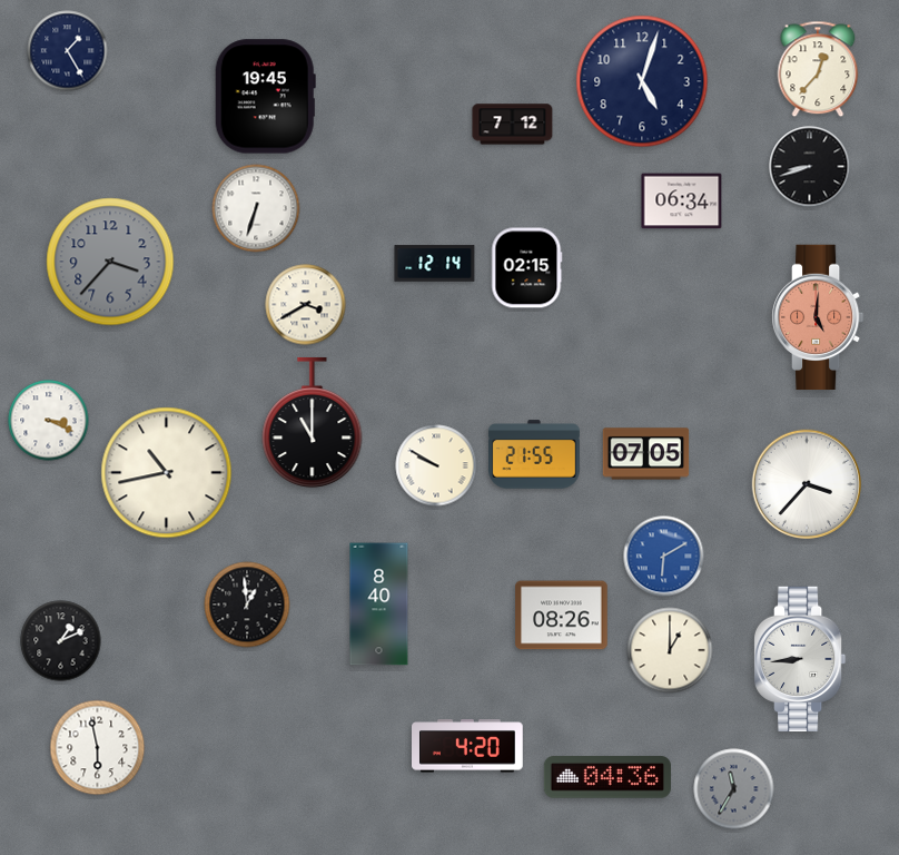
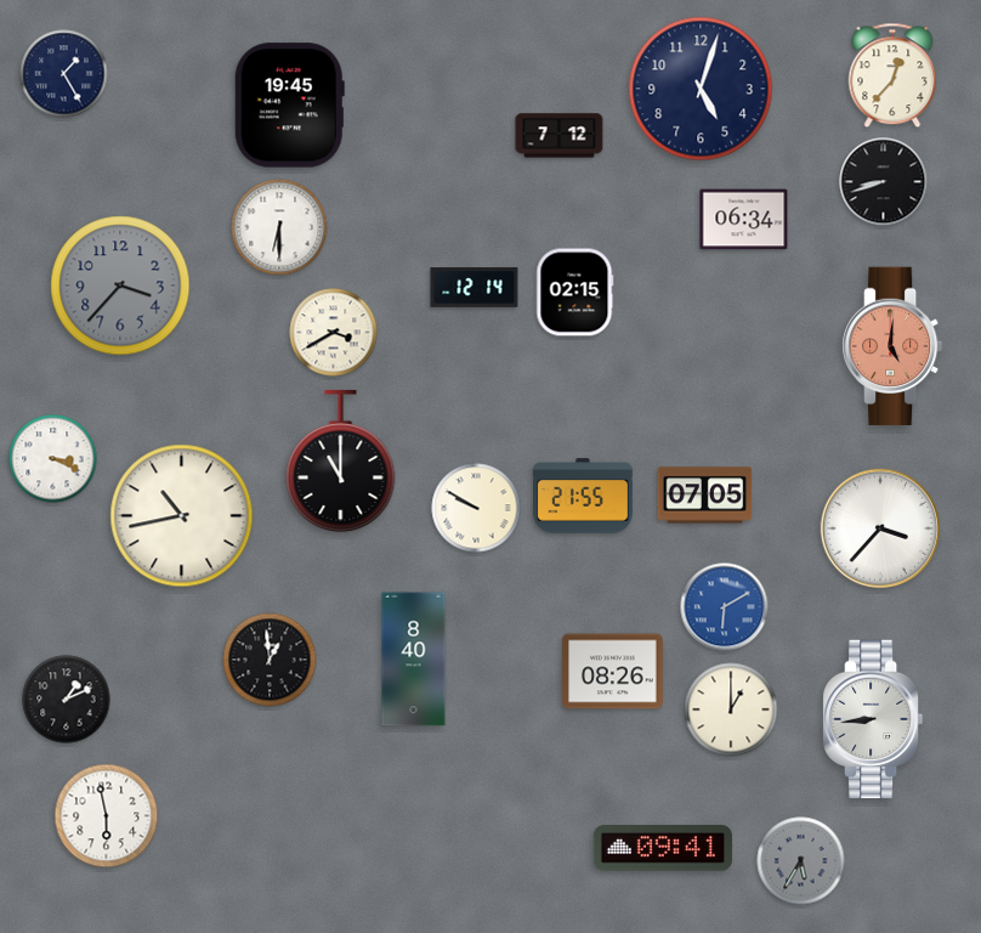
clock at (68, 51) position: (68, 51) -> (64, 74)
clock at (256, 208): 6:33 -> 6:30
clock at (468, 746): 4:20 -> none
clock at (607, 777): 04:36 -> 09:41
clock at (734, 789): 11:35 -> 5:35
